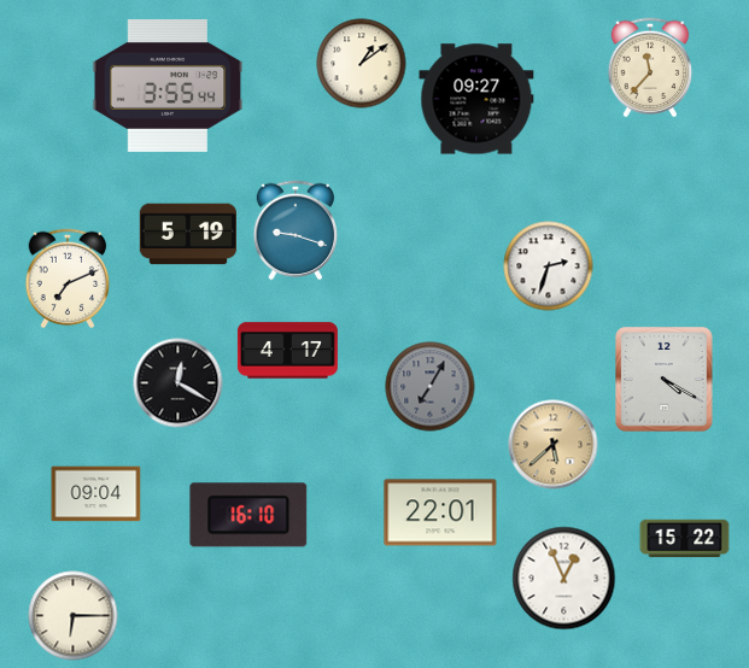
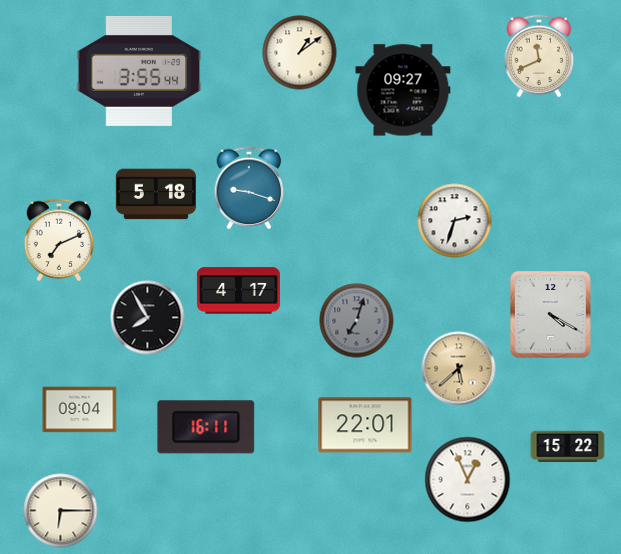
clock at (650, 68): 11:37 -> 11:41
clock at (476, 99) position: (476, 99) -> (403, 90)
clock at (295, 230) position: (295, 230) -> (249, 188)
clock at (187, 234): 5:19 -> 5:18
clock at (68, 279) position: (68, 279) -> (59, 240)
clock at (179, 383): 12:20 -> 7:55
clock at (431, 387): 7:05 -> 7:03
clock at (248, 515): 16:10 -> 16:11
